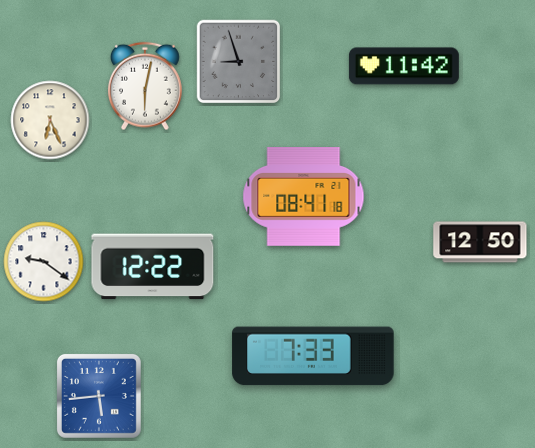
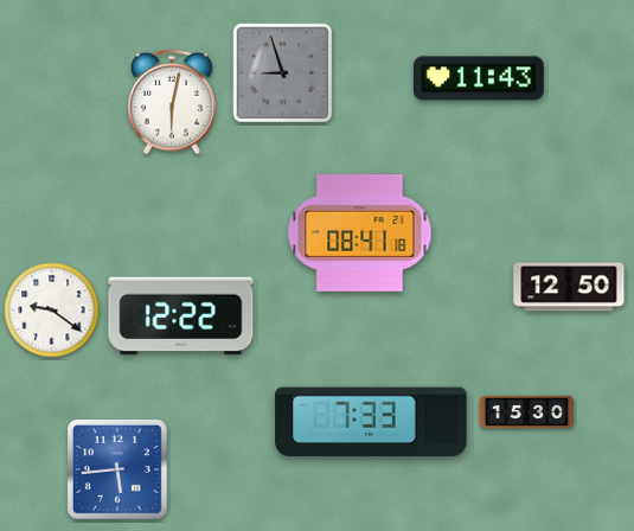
clock at (404, 66): 11:42 -> 11:43
clock at (50, 120): 6:26 -> none
clock at (527, 412): none -> 15:30
